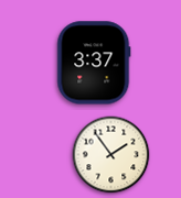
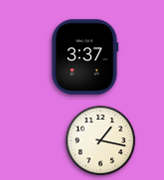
clock at (111, 155): 1:54 -> 1:17
